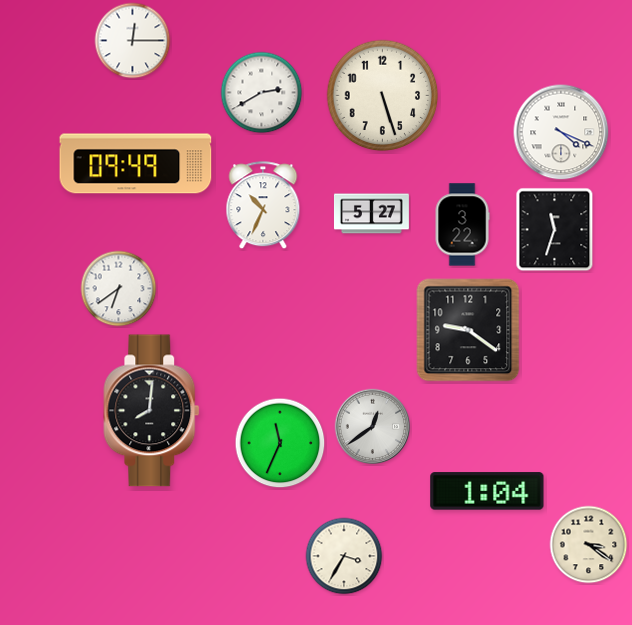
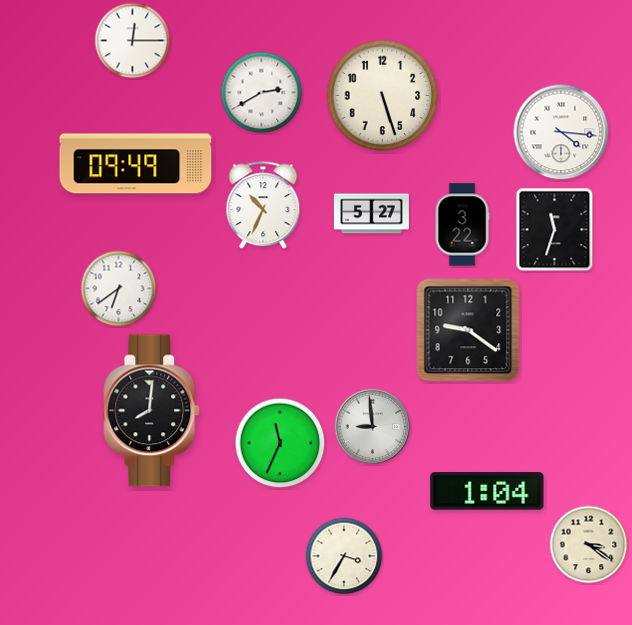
clock at (561, 132): 4:19 -> 4:16
clock at (373, 427): 12:39 -> 8:59
